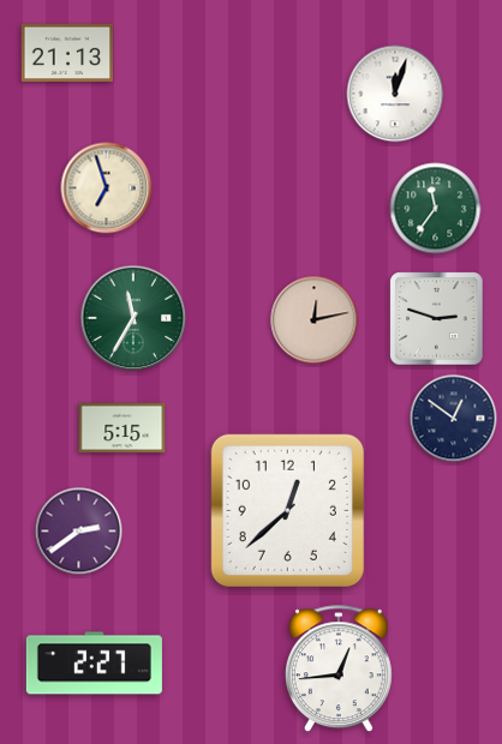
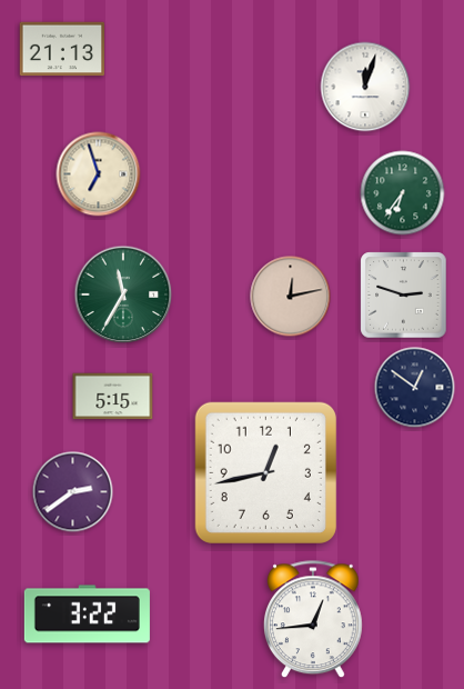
clock at (436, 209): 11:36 -> 6:36
clock at (454, 419) position: (454, 419) -> (415, 388)
clock at (287, 510): 12:38 -> 12:43
clock at (94, 664): 2:27 -> 3:22
